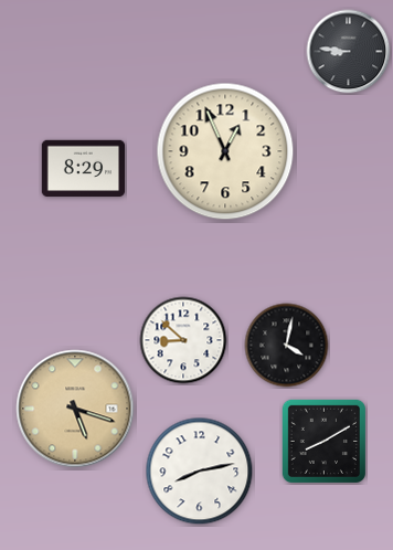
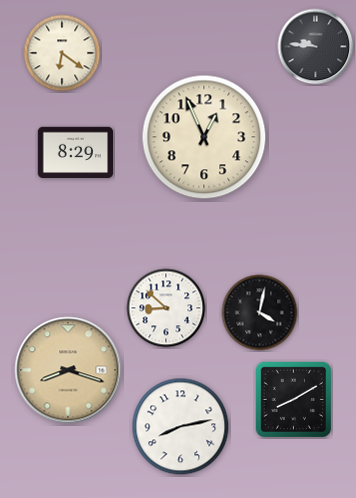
clock at (349, 52): 8:46 -> 9:46
clock at (62, 53): none -> 6:21
clock at (75, 409): 5:18 -> 8:18
